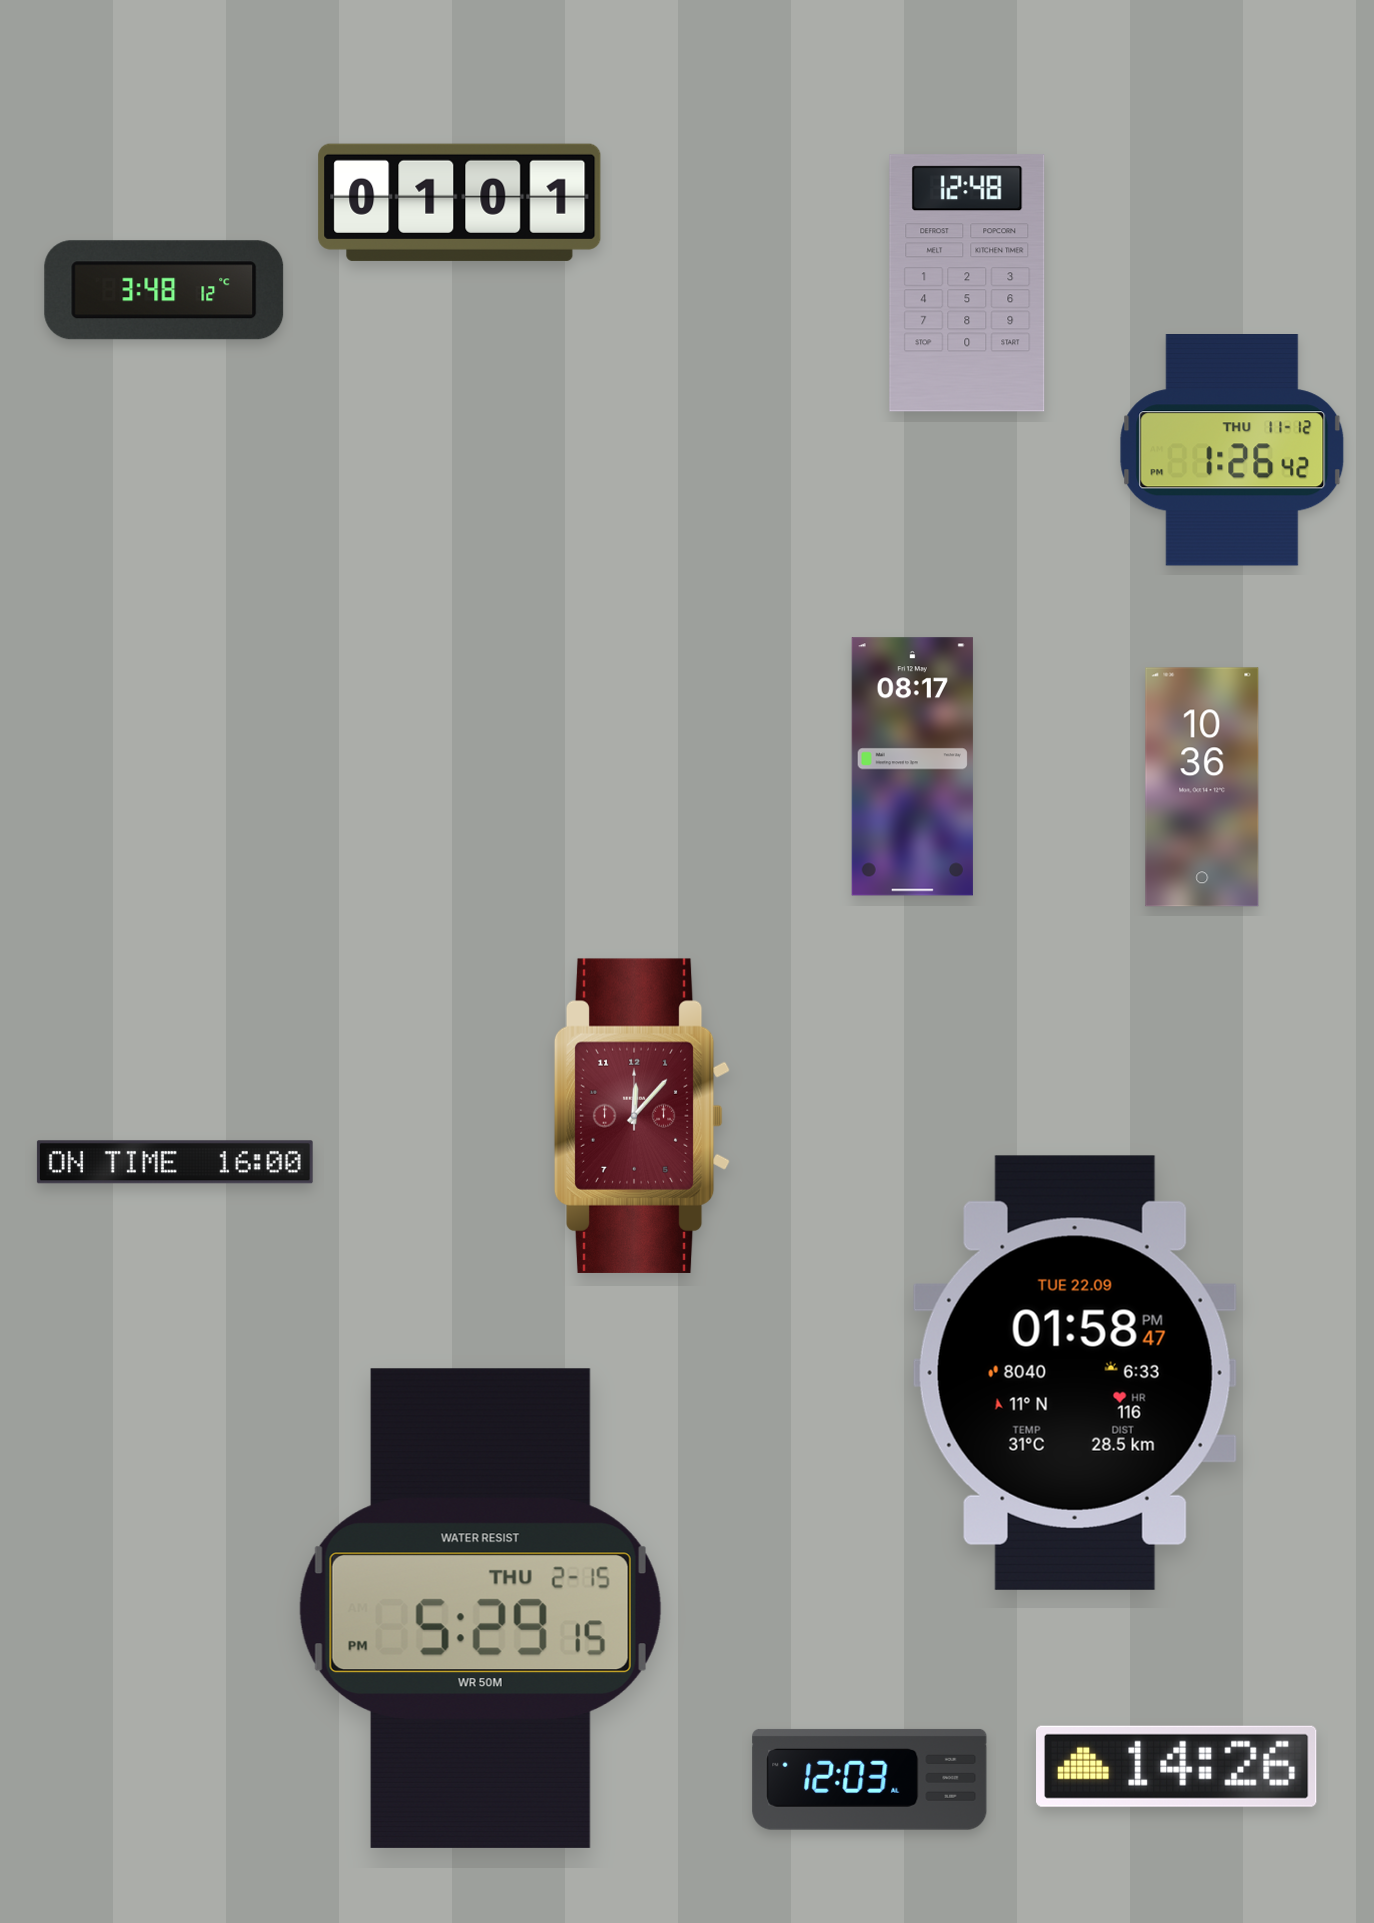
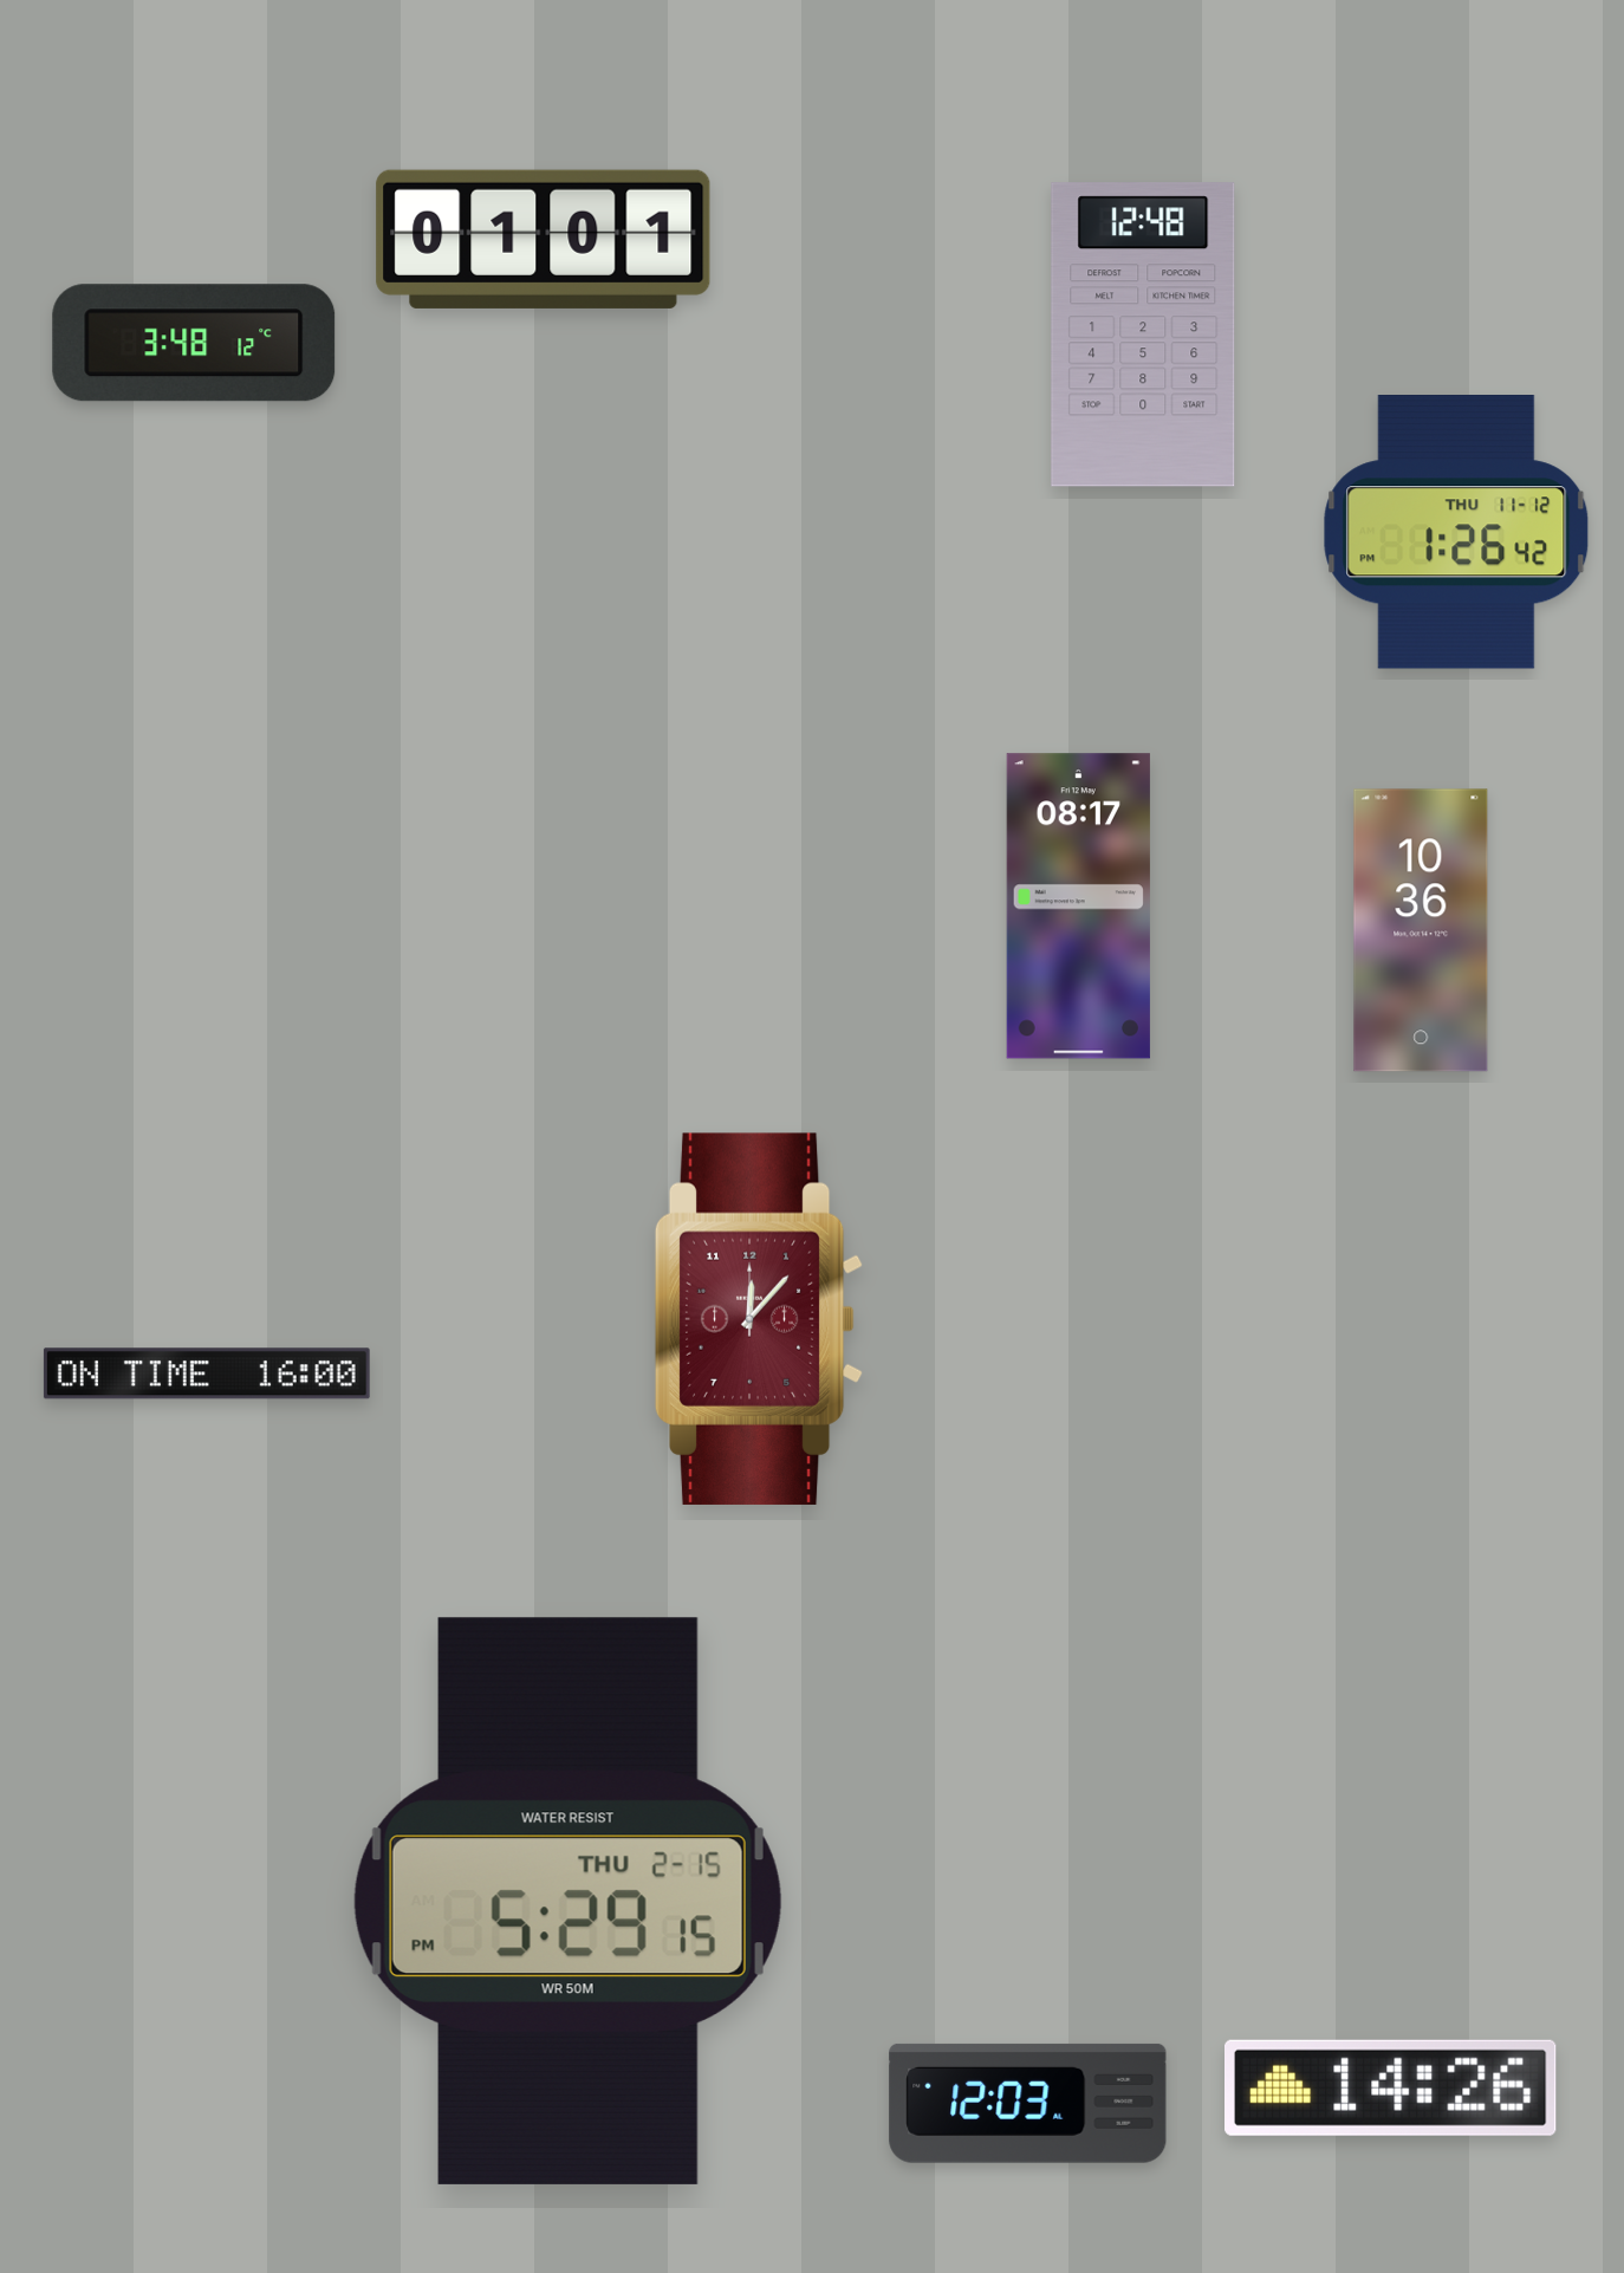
clock at (1075, 1373): 01:58 -> none
